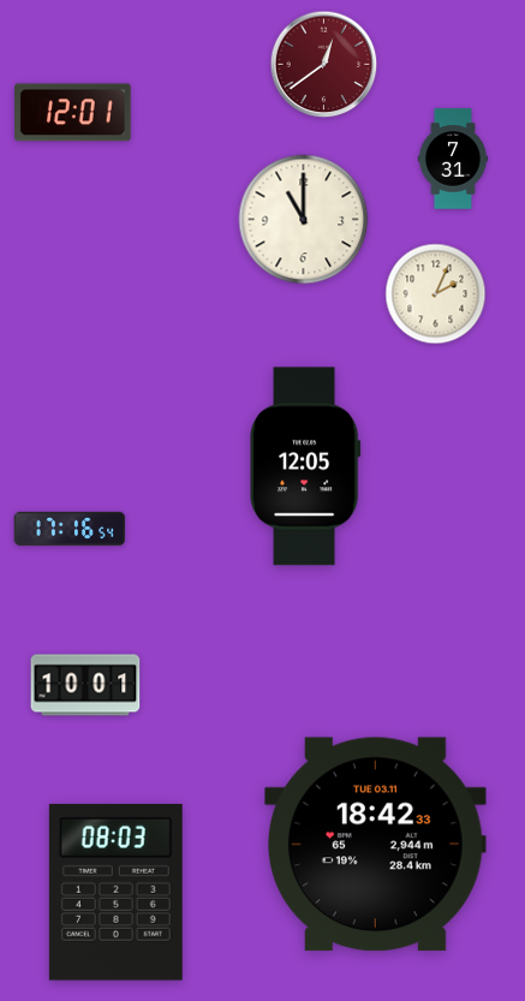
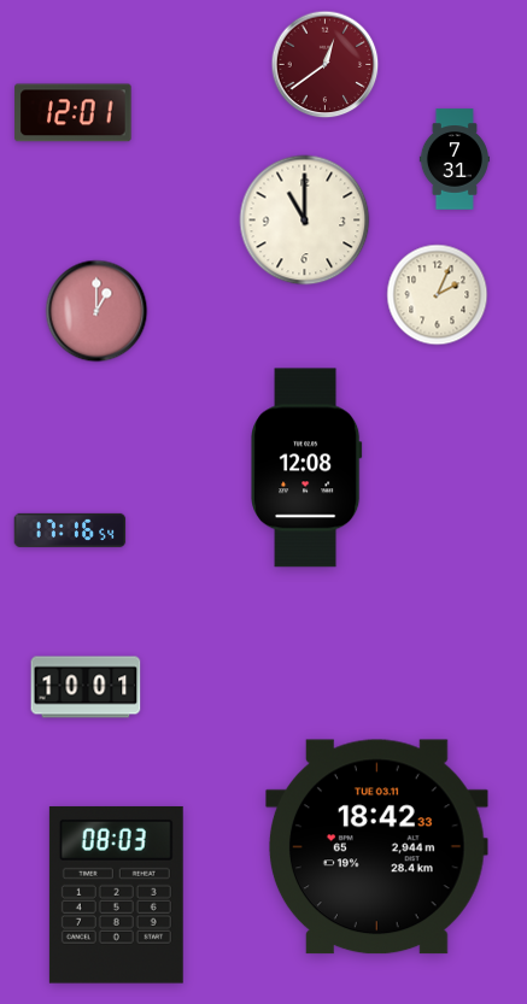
clock at (96, 311): none -> 1:00
clock at (306, 466): 12:05 -> 12:08
